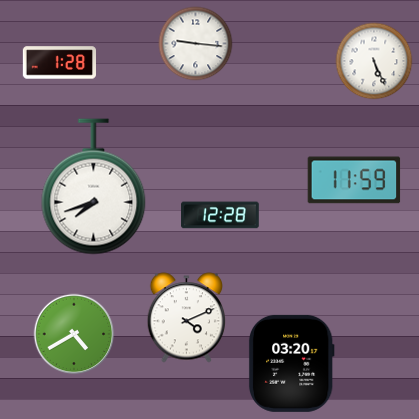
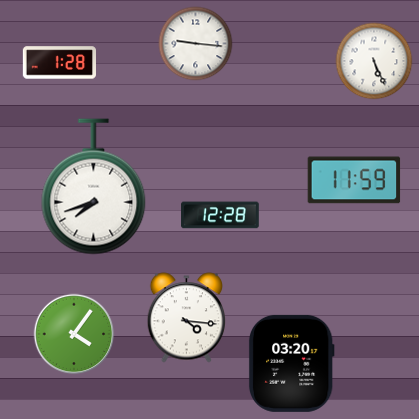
clock at (187, 318): 4:11 -> 4:16
clock at (74, 334): 4:40 -> 4:06
